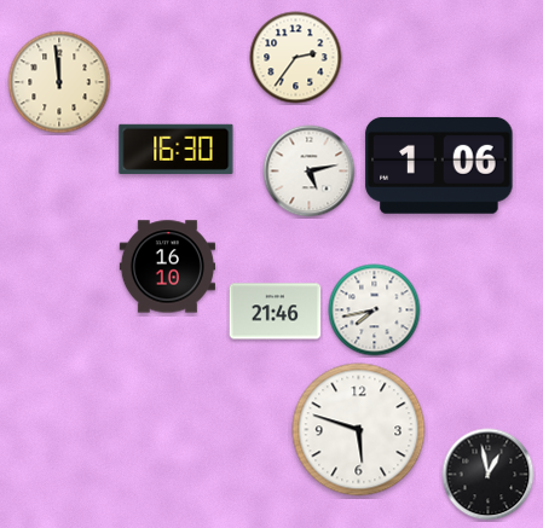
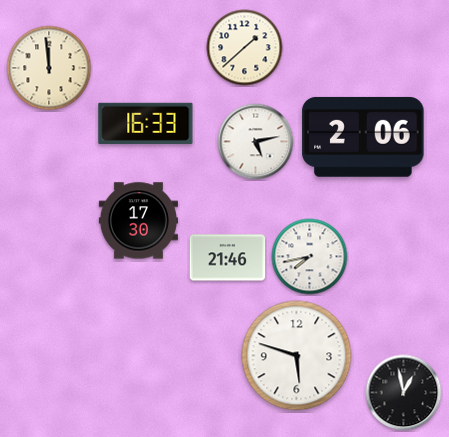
clock at (296, 58): 2:36 -> 1:38
clock at (177, 149): 16:30 -> 16:33
clock at (439, 166): 1:06 -> 2:06
clock at (167, 267): 16:10 -> 17:30
